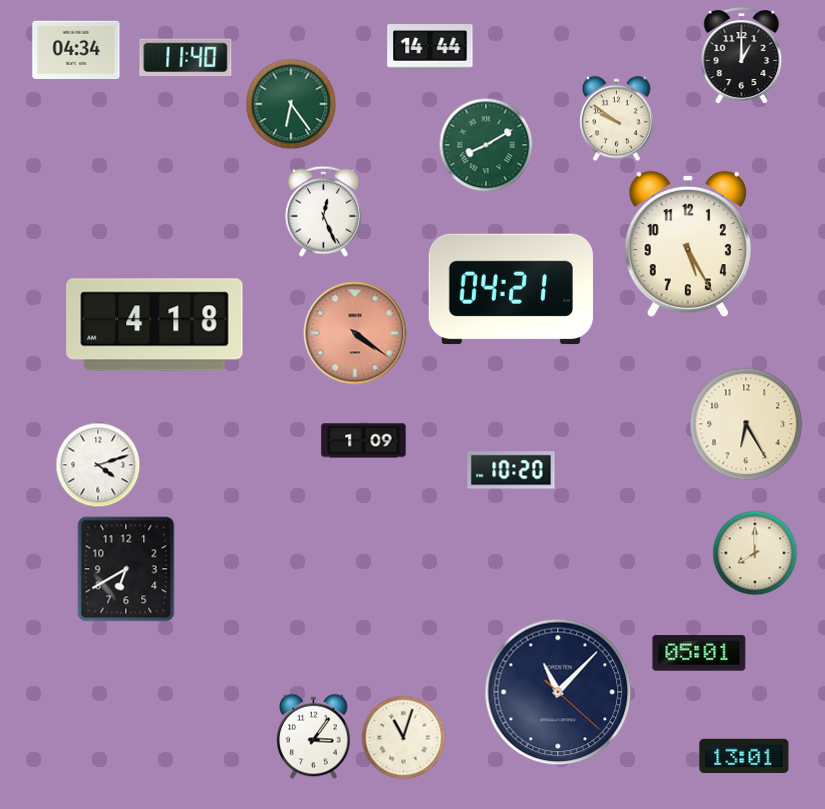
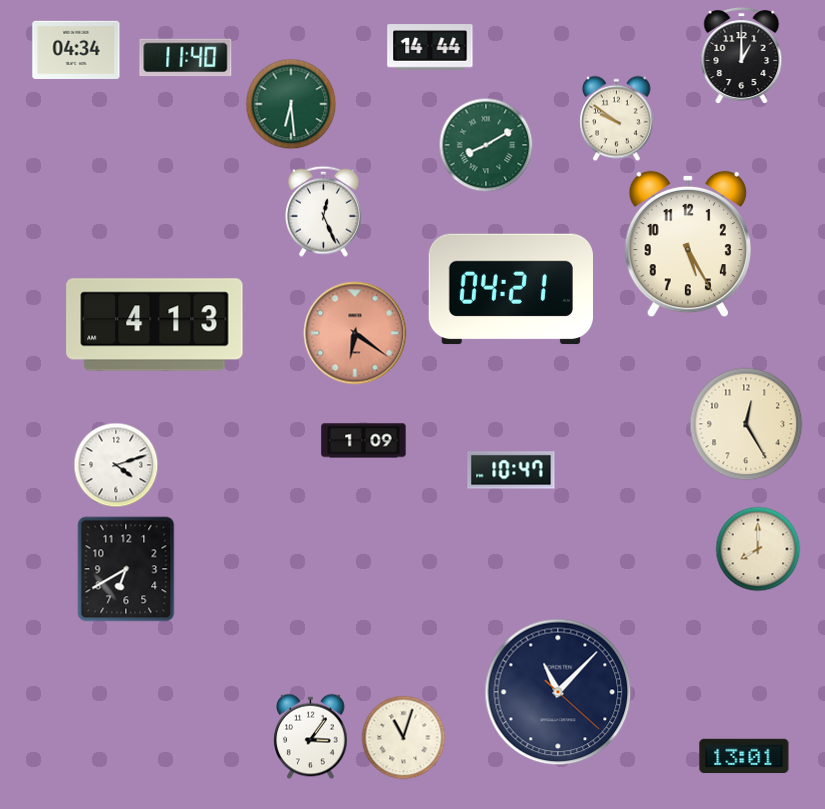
clock at (291, 104): 6:24 -> 6:29
clock at (155, 325): 4:18 -> 4:13
clock at (355, 333): 4:21 -> 6:21
clock at (746, 424): 6:25 -> 12:25
clock at (98, 465) position: (98, 465) -> (116, 465)
clock at (511, 470): 10:20 -> 10:47
clock at (755, 553) position: (755, 553) -> (758, 549)
clock at (699, 653): 05:01 -> none
clock at (314, 737) position: (314, 737) -> (311, 737)
